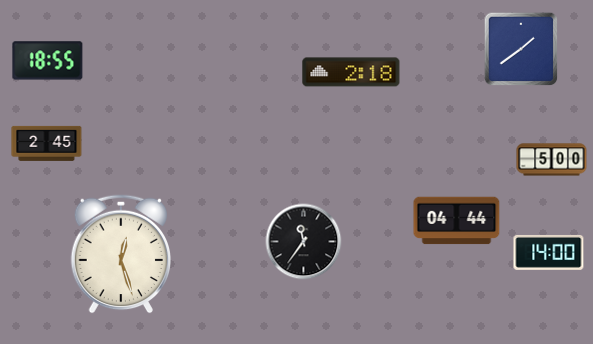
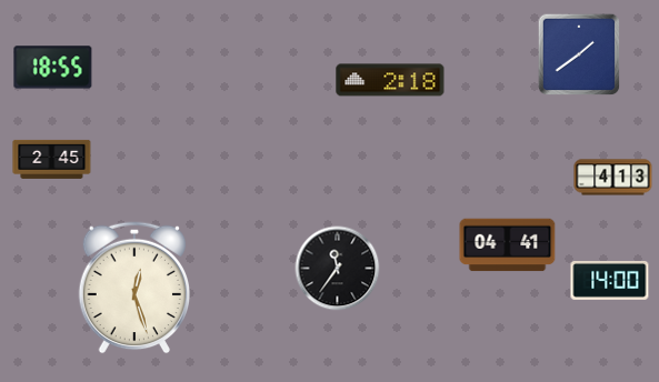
clock at (552, 160): 5:00 -> 4:13
clock at (457, 221): 04:44 -> 04:41
clock at (120, 254) position: (120, 254) -> (133, 288)
